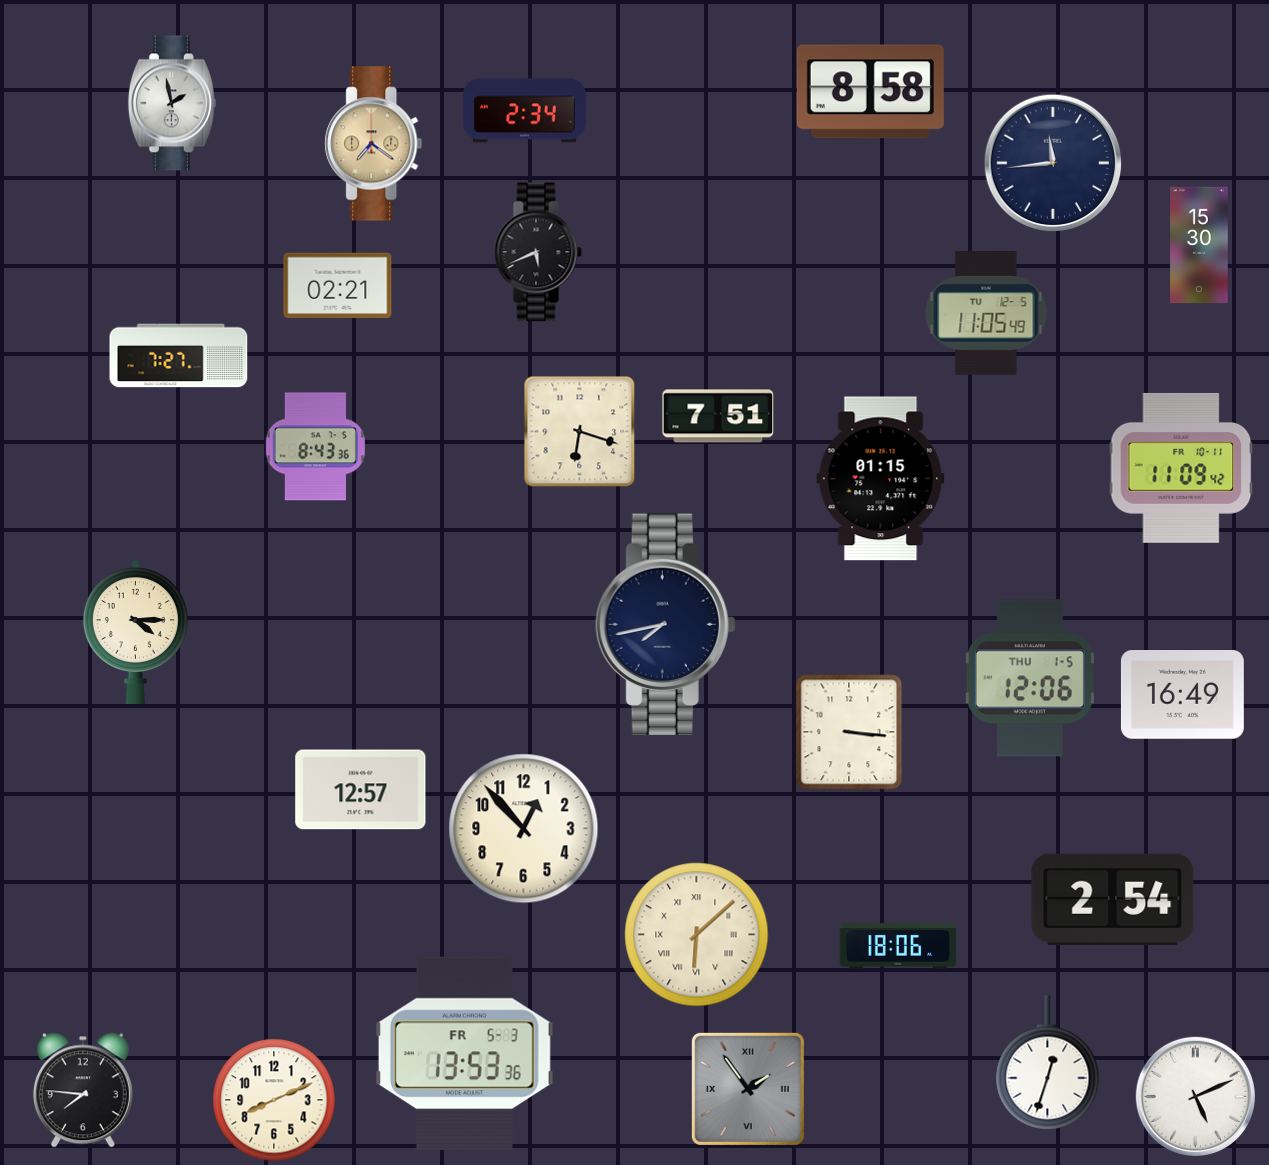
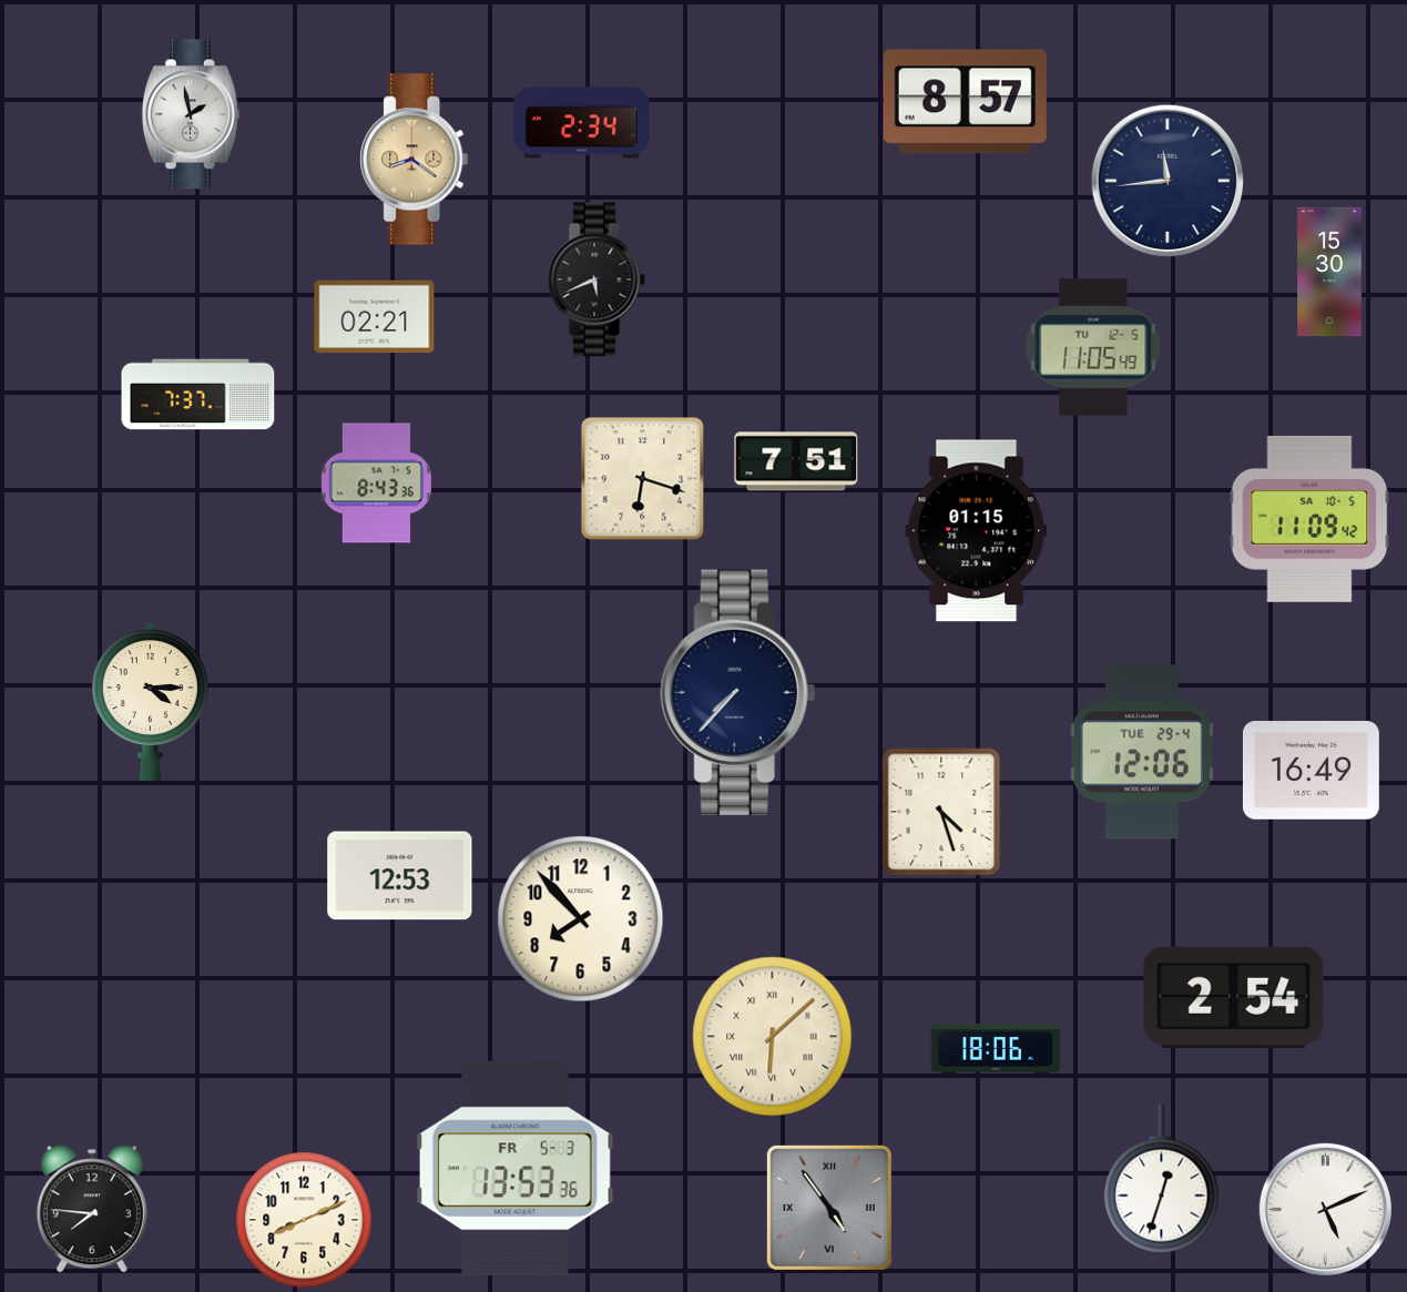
clock at (870, 92): 8:58 -> 8:57
clock at (374, 144): 7:21 -> 8:21
clock at (179, 356): 7:27 -> 7:37
clock at (315, 447) position: (315, 447) -> (376, 484)
clock at (1181, 468) date: FR 10-11 -> SA 10-5
clock at (666, 624): 7:43 -> 7:37
clock at (1030, 678) date: THU 1-5 -> TUE 29-4
clock at (849, 732): 3:16 -> 4:27
clock at (361, 790): 12:57 -> 12:53
clock at (524, 829): 12:53 -> 7:53
clock at (748, 1089): 1:54 -> 4:54
clock at (1195, 1096) position: (1195, 1096) -> (1325, 1209)
